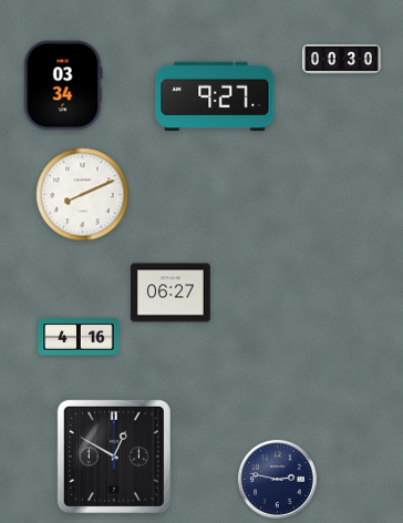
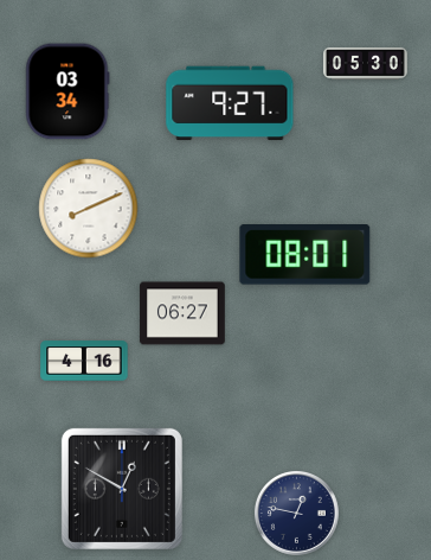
clock at (342, 59): 00:30 -> 05:30
clock at (305, 255): none -> 08:01
clock at (277, 479): 2:47 -> 12:47
